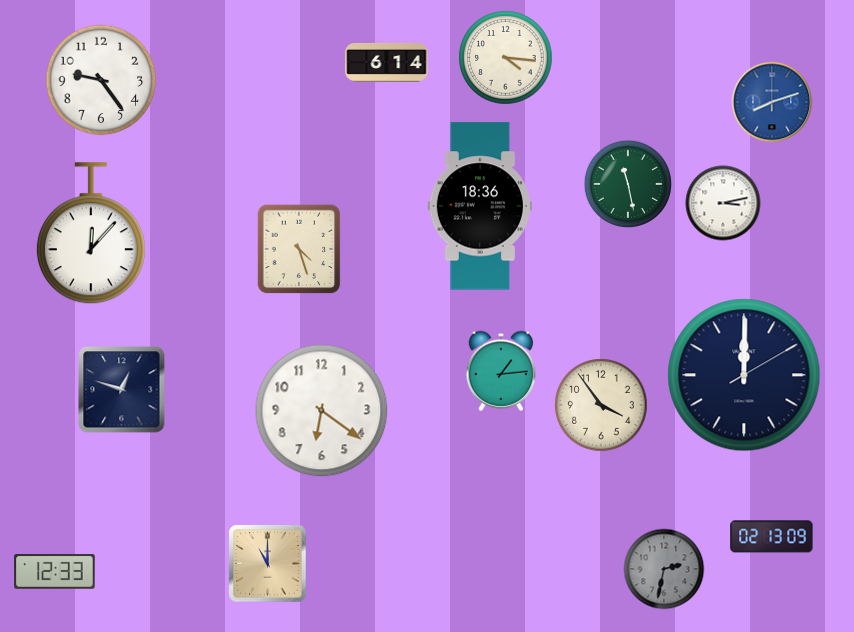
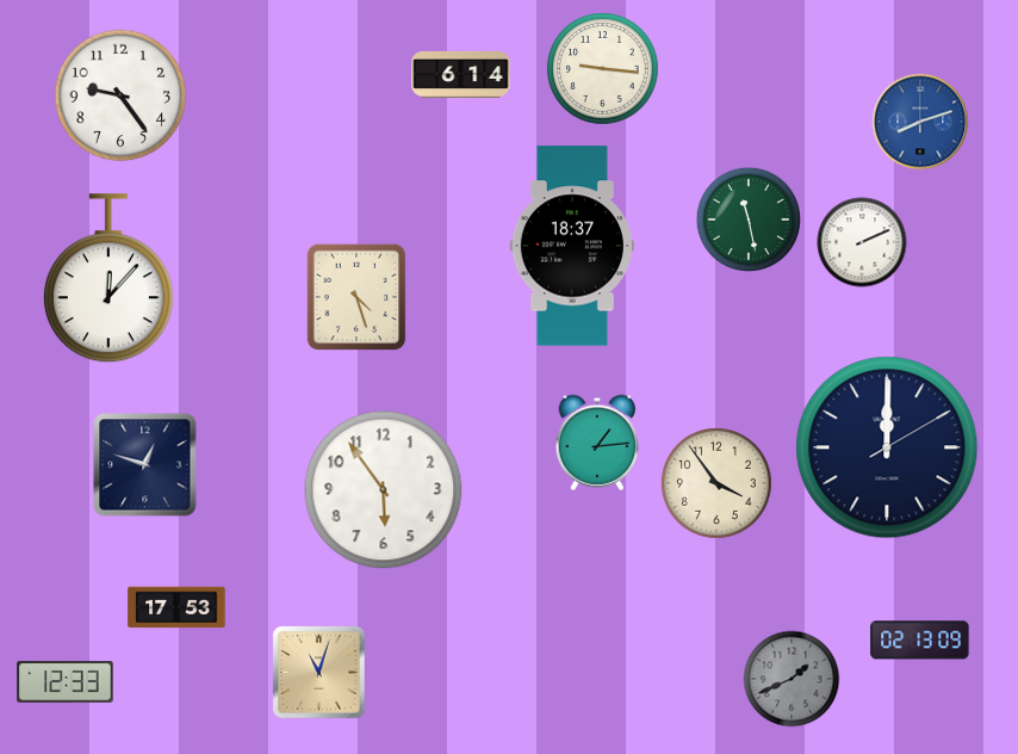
clock at (506, 58): 4:16 -> 9:16
clock at (723, 203): 3:13 -> 2:11
clock at (480, 206): 18:36 -> 18:37
clock at (322, 411): 6:21 -> 5:54
clock at (176, 607): none -> 17:53
clock at (268, 564): 11:00 -> 11:03
clock at (664, 569): 2:32 -> 1:41
